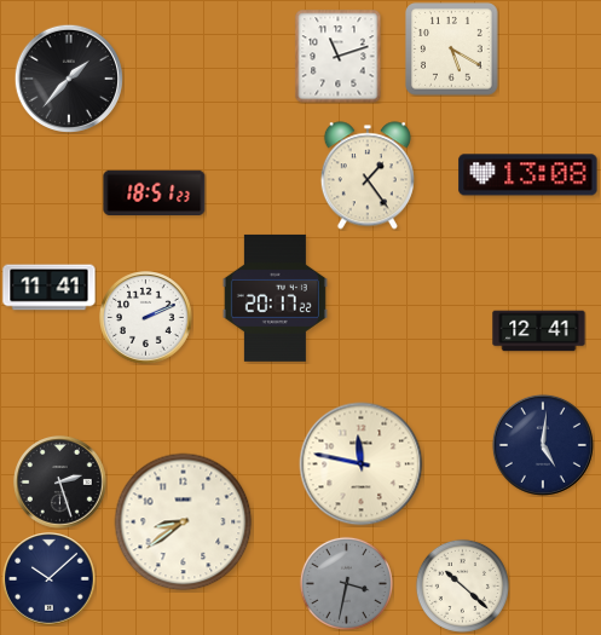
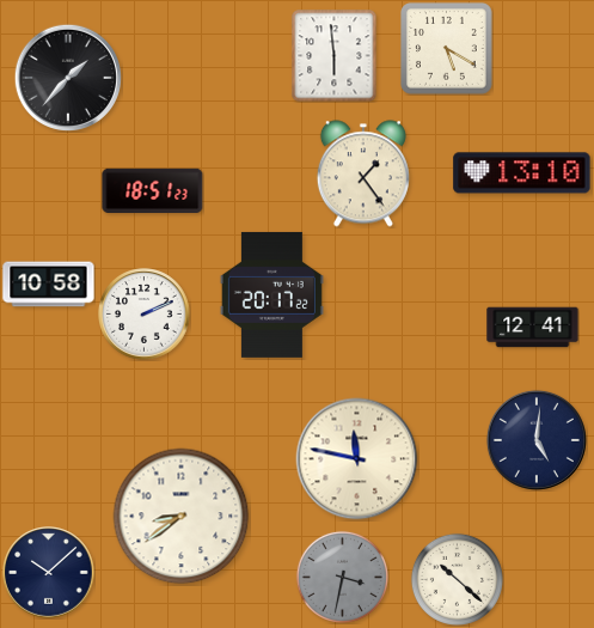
clock at (339, 56): 11:12 -> 5:59
clock at (528, 175): 13:08 -> 13:10
clock at (50, 288): 11:41 -> 10:58
clock at (60, 483): 2:27 -> none
